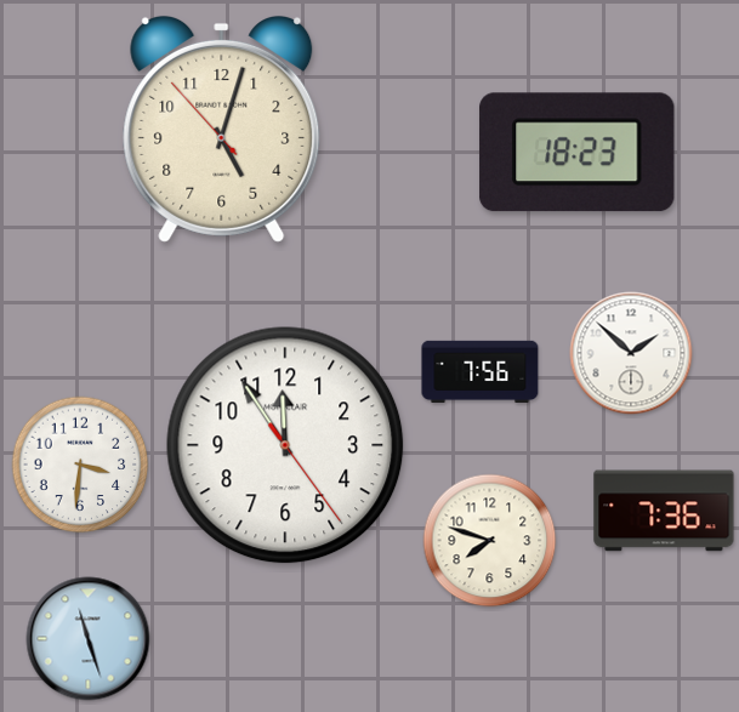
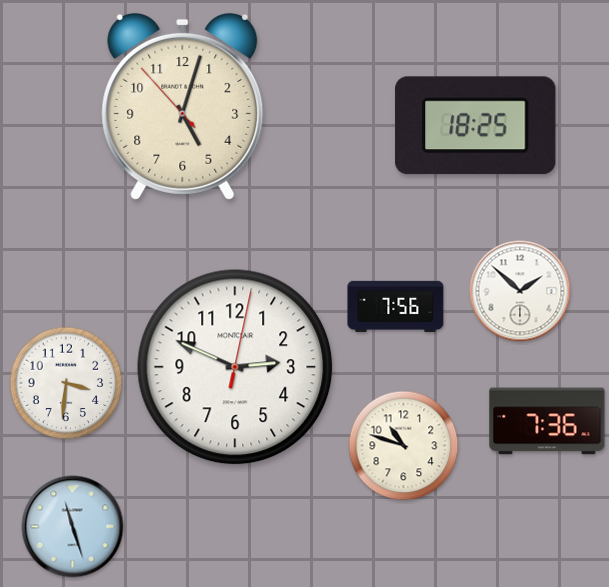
clock at (578, 153): 18:23 -> 18:25
clock at (285, 445): 11:54 -> 2:49
clock at (490, 541): 7:48 -> 10:48
